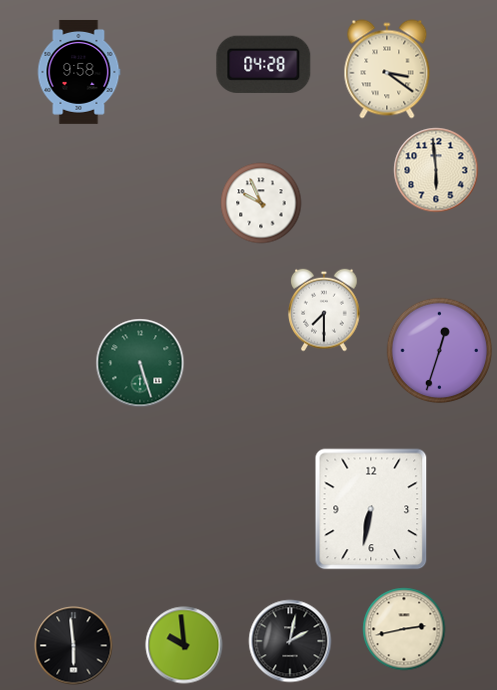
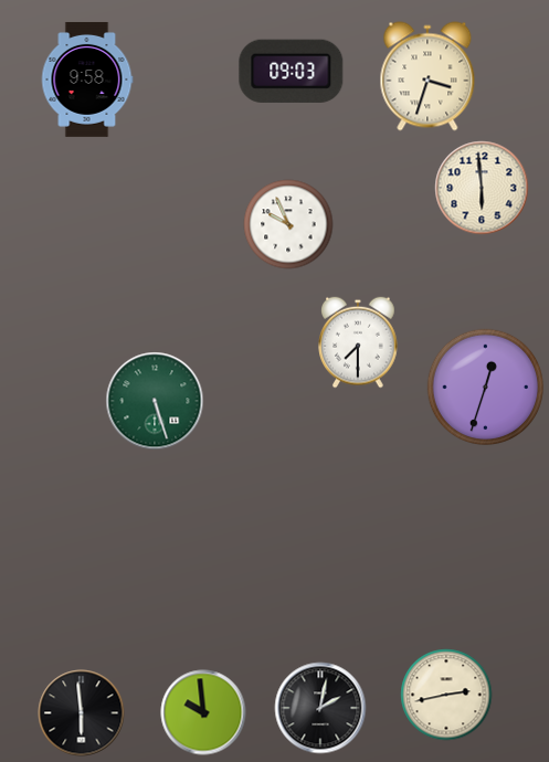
clock at (264, 64): 04:28 -> 09:03
clock at (387, 69): 3:21 -> 3:33
clock at (371, 509): 6:32 -> none
